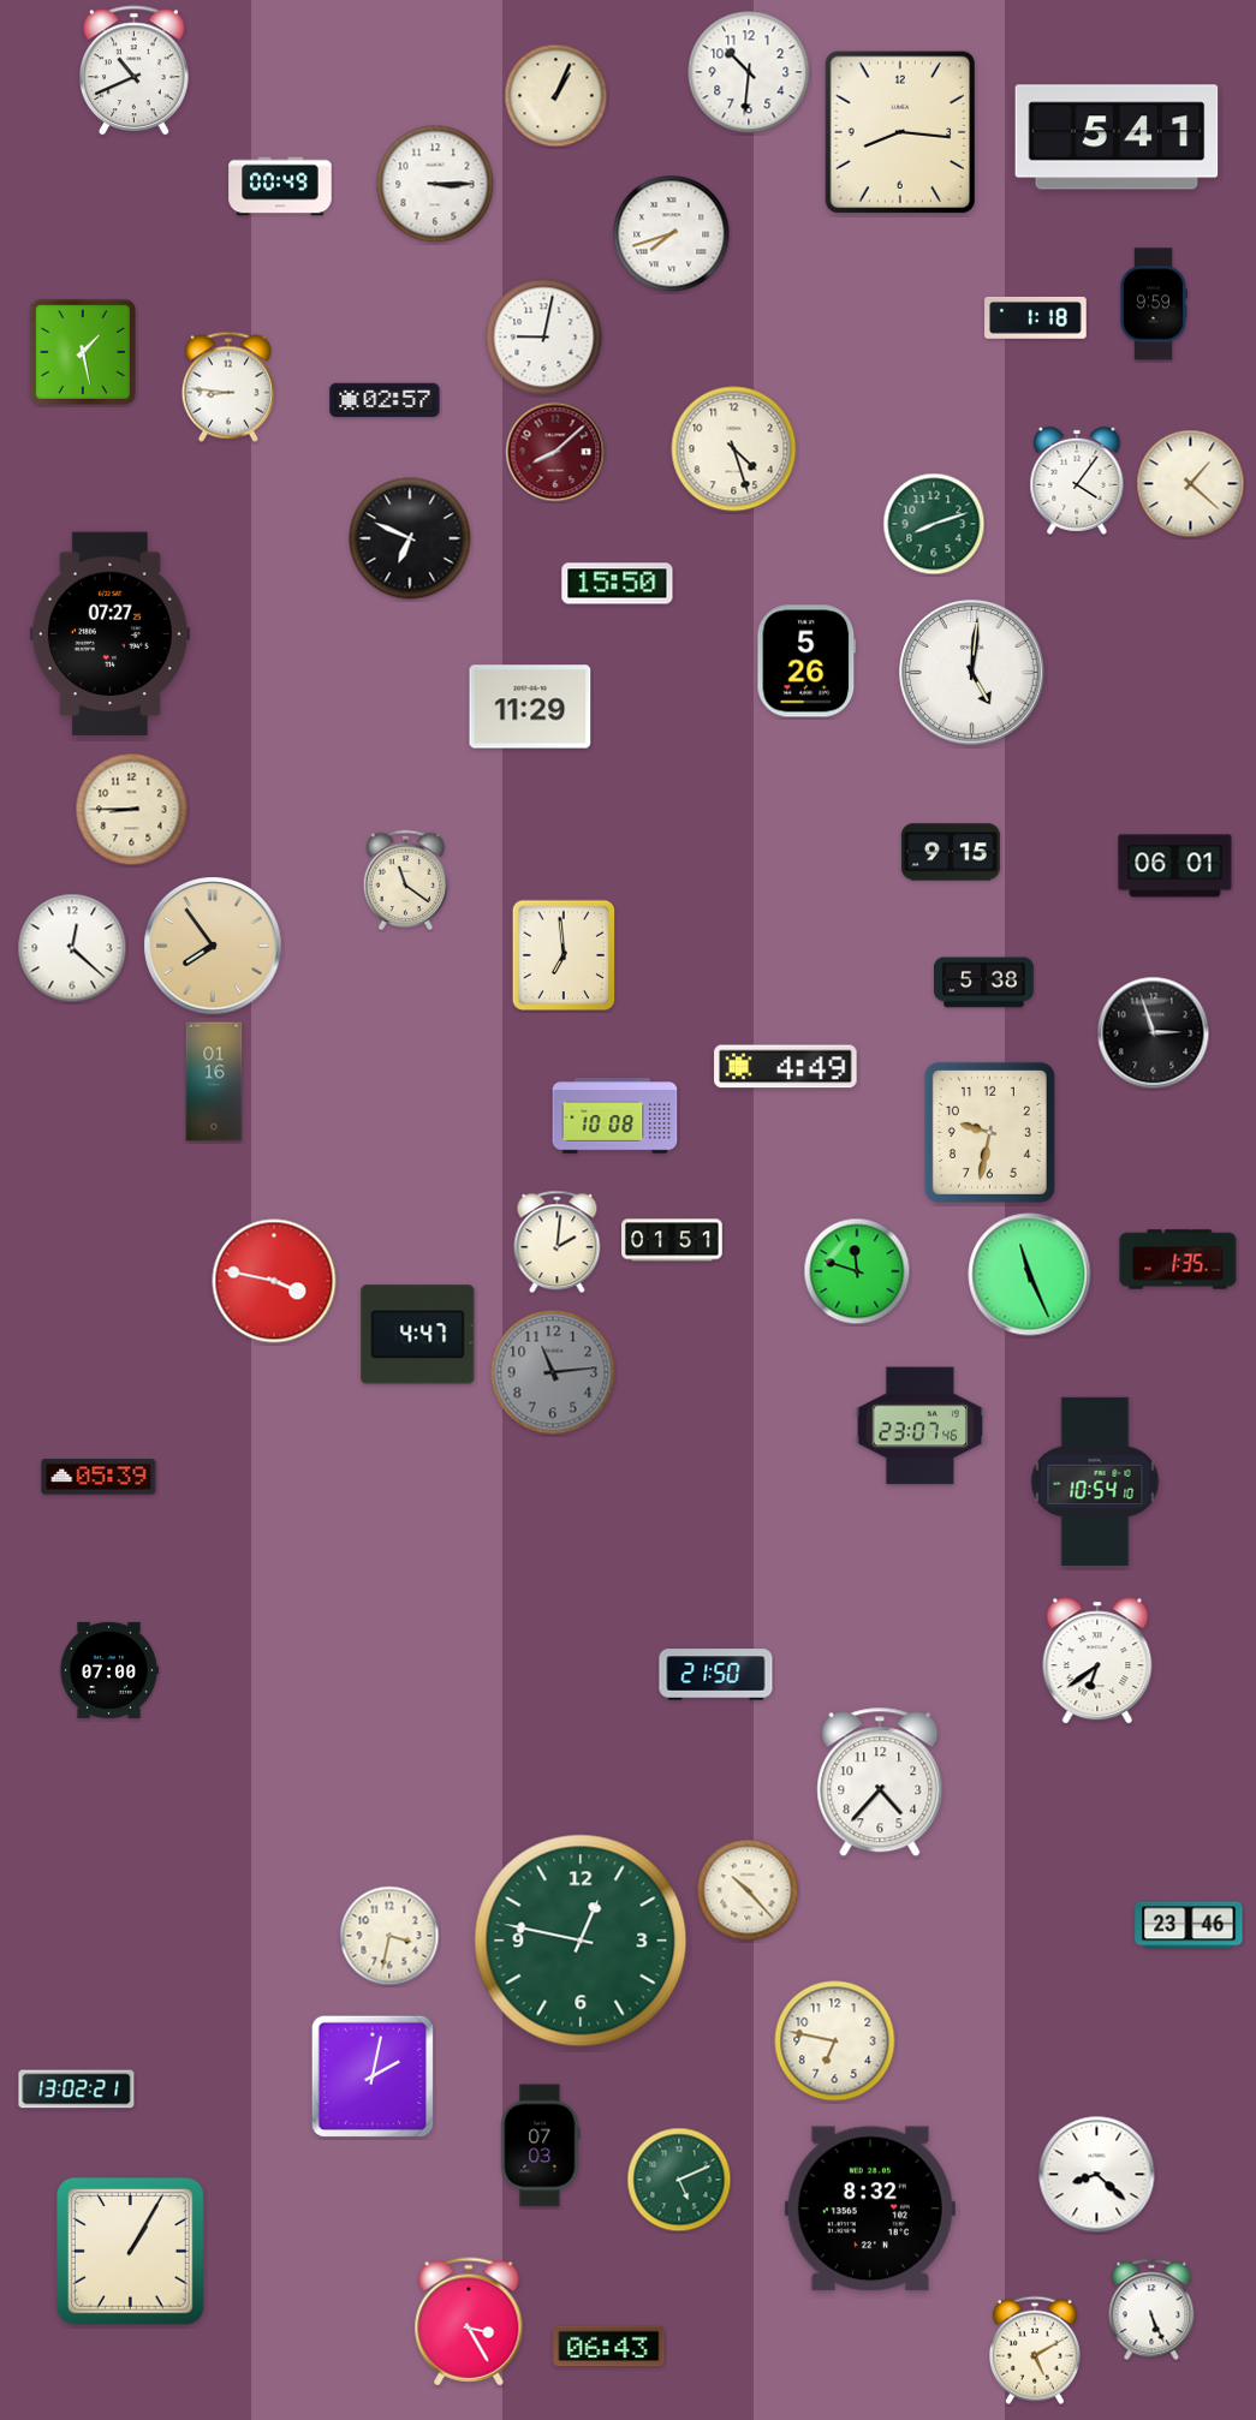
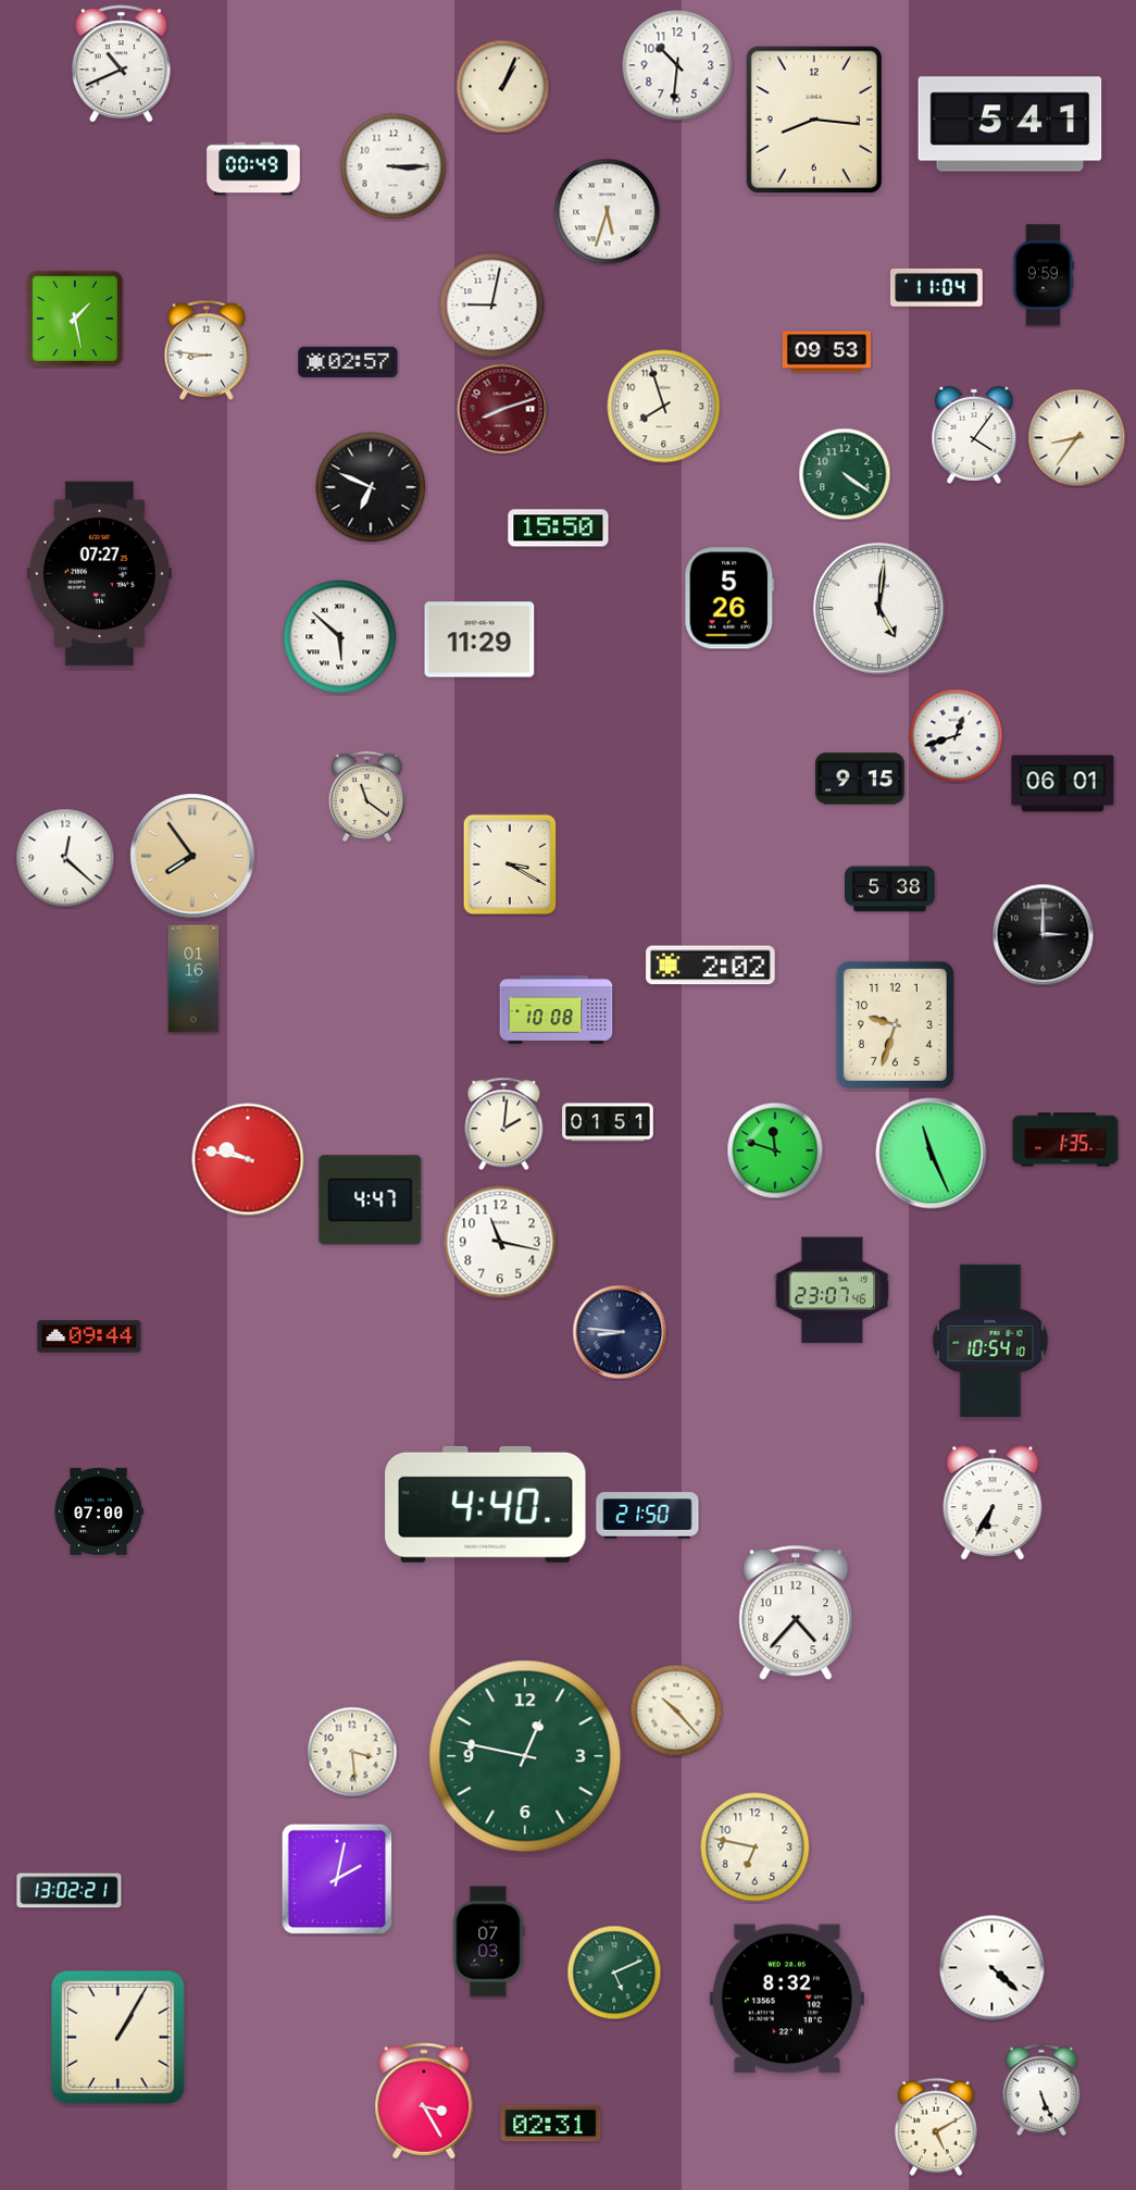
clock at (672, 234): 7:42 -> 5:33
clock at (1036, 317): 1:18 -> 11:04
clock at (826, 352): none -> 09:53
clock at (734, 449): 4:27 -> 7:57
clock at (555, 452): 8:08 -> 8:12
clock at (1191, 484): 1:22 -> 8:36
clock at (934, 524): 8:12 -> 4:21
clock at (340, 637): none -> 5:52
clock at (132, 810): 8:45 -> none
clock at (957, 736): none -> 12:42
clock at (951, 852) position: (951, 852) -> (860, 779)
clock at (564, 955): 6:59 -> 3:20
clock at (1154, 1033): 2:57 -> 3:00
clock at (786, 1067): 4:49 -> 2:02
clock at (989, 1132): 9:32 -> 9:33
clock at (274, 1281): 3:47 -> 9:47
clock at (418, 1335) position: (418, 1335) -> (371, 1200)
clock at (553, 1372): 11:14 -> 11:17
clock at (553, 1372) dial: grey -> white
clock at (620, 1332): none -> 8:46
clock at (99, 1477): 05:39 -> 09:44
clock at (1097, 1661): 6:39 -> 6:35
clock at (486, 1504): none -> 4:40
clock at (1189, 1925): 23:46 -> none
clock at (389, 1936): 3:32 -> 3:29
clock at (1097, 2175): 8:22 -> 4:22
clock at (609, 2347): 06:43 -> 02:31
